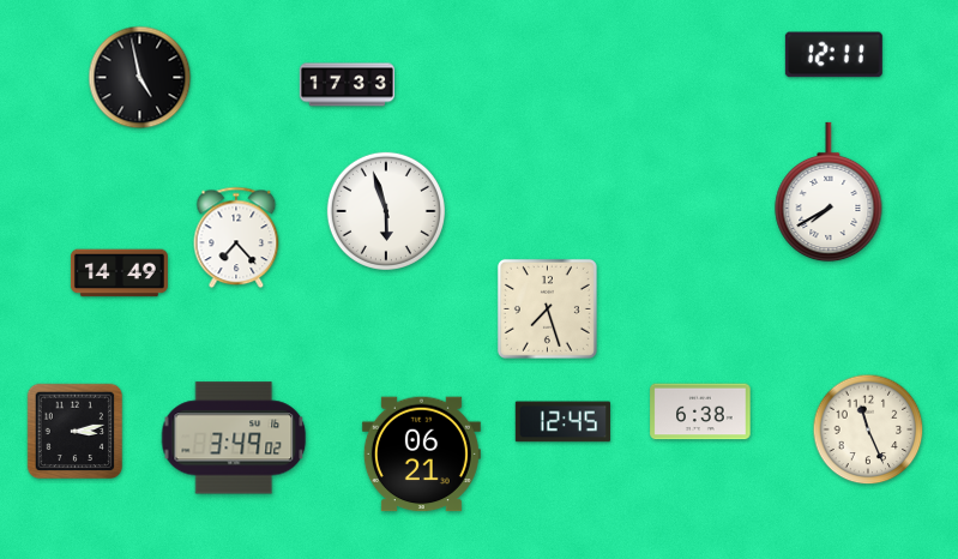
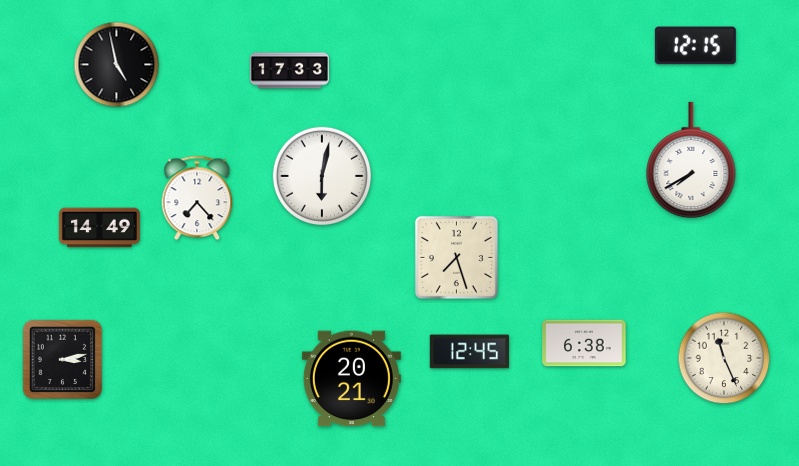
clock at (833, 55): 12:11 -> 12:15
clock at (386, 211): 5:57 -> 6:02
clock at (234, 438): 3:49 -> none
clock at (421, 455): 06:21 -> 20:21
